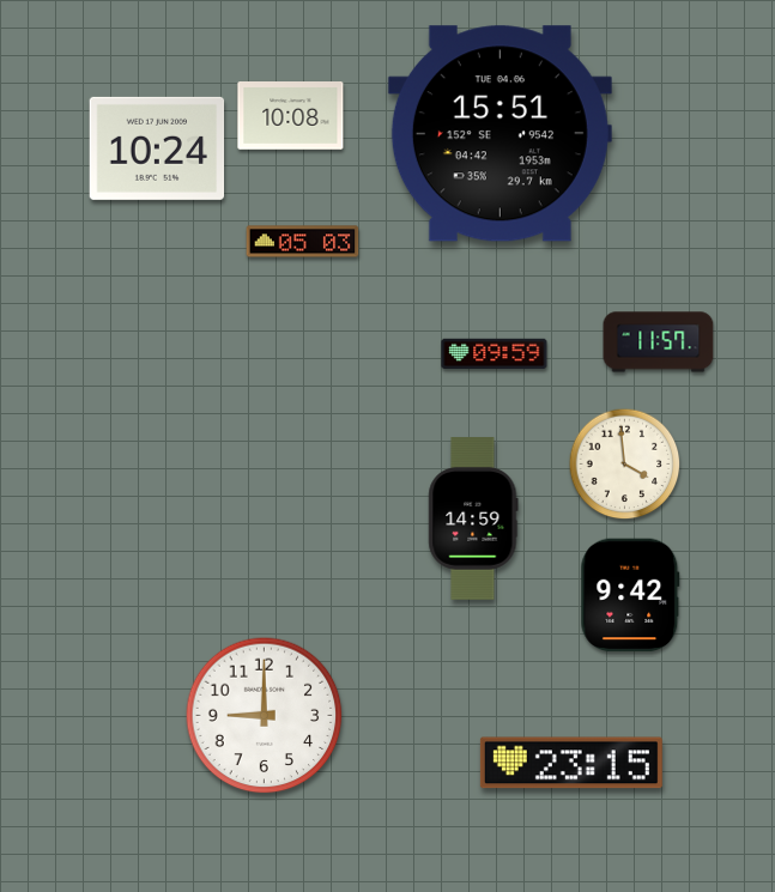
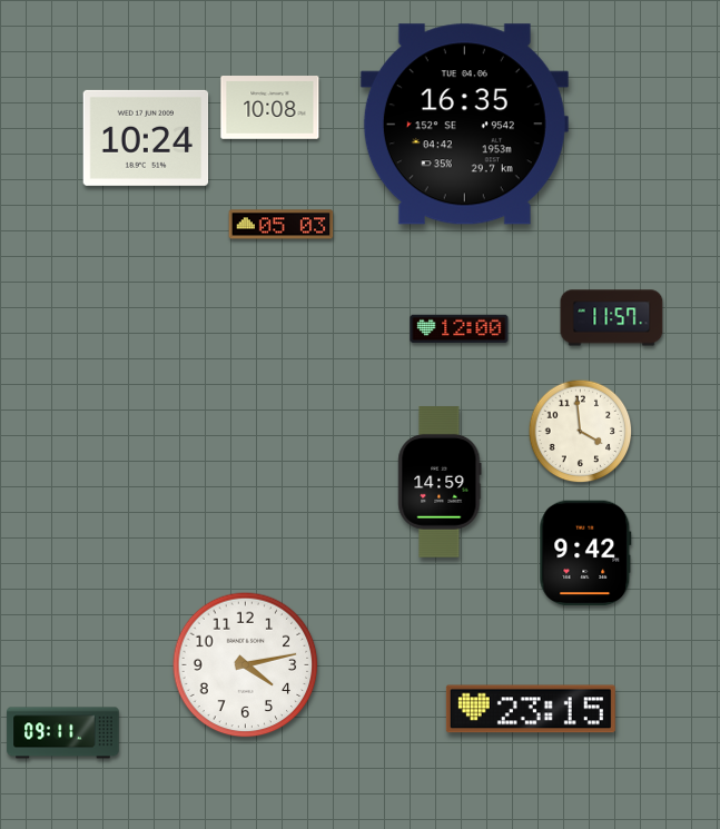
clock at (499, 134): 15:51 -> 16:35
clock at (495, 354): 09:59 -> 12:00
clock at (265, 716): 9:00 -> 4:13
clock at (63, 733): none -> 09:11
